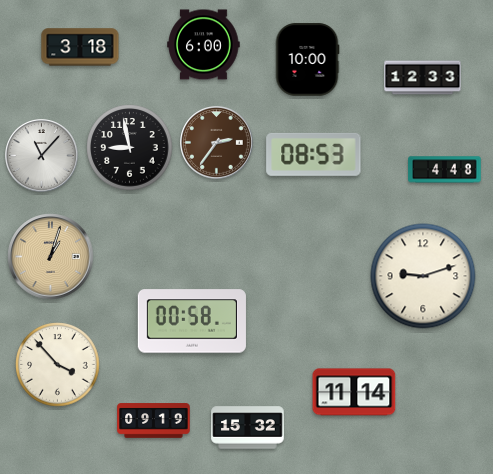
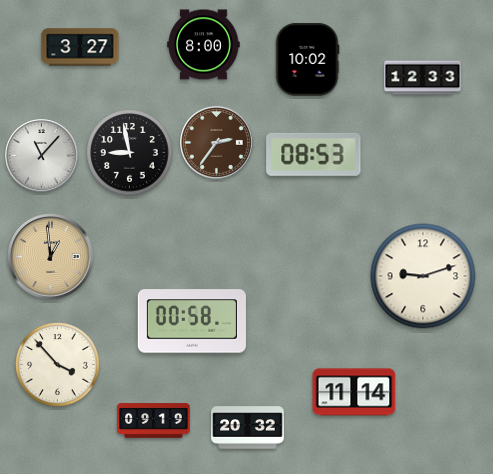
clock at (204, 45): 6:00 -> 8:00
clock at (80, 47): 3:18 -> 3:27
clock at (307, 60): 10:00 -> 10:02
clock at (130, 148) position: (130, 148) -> (130, 153)
clock at (445, 170): 4:48 -> none
clock at (51, 257): 1:03 -> 12:59
clock at (248, 428): 15:32 -> 20:32
